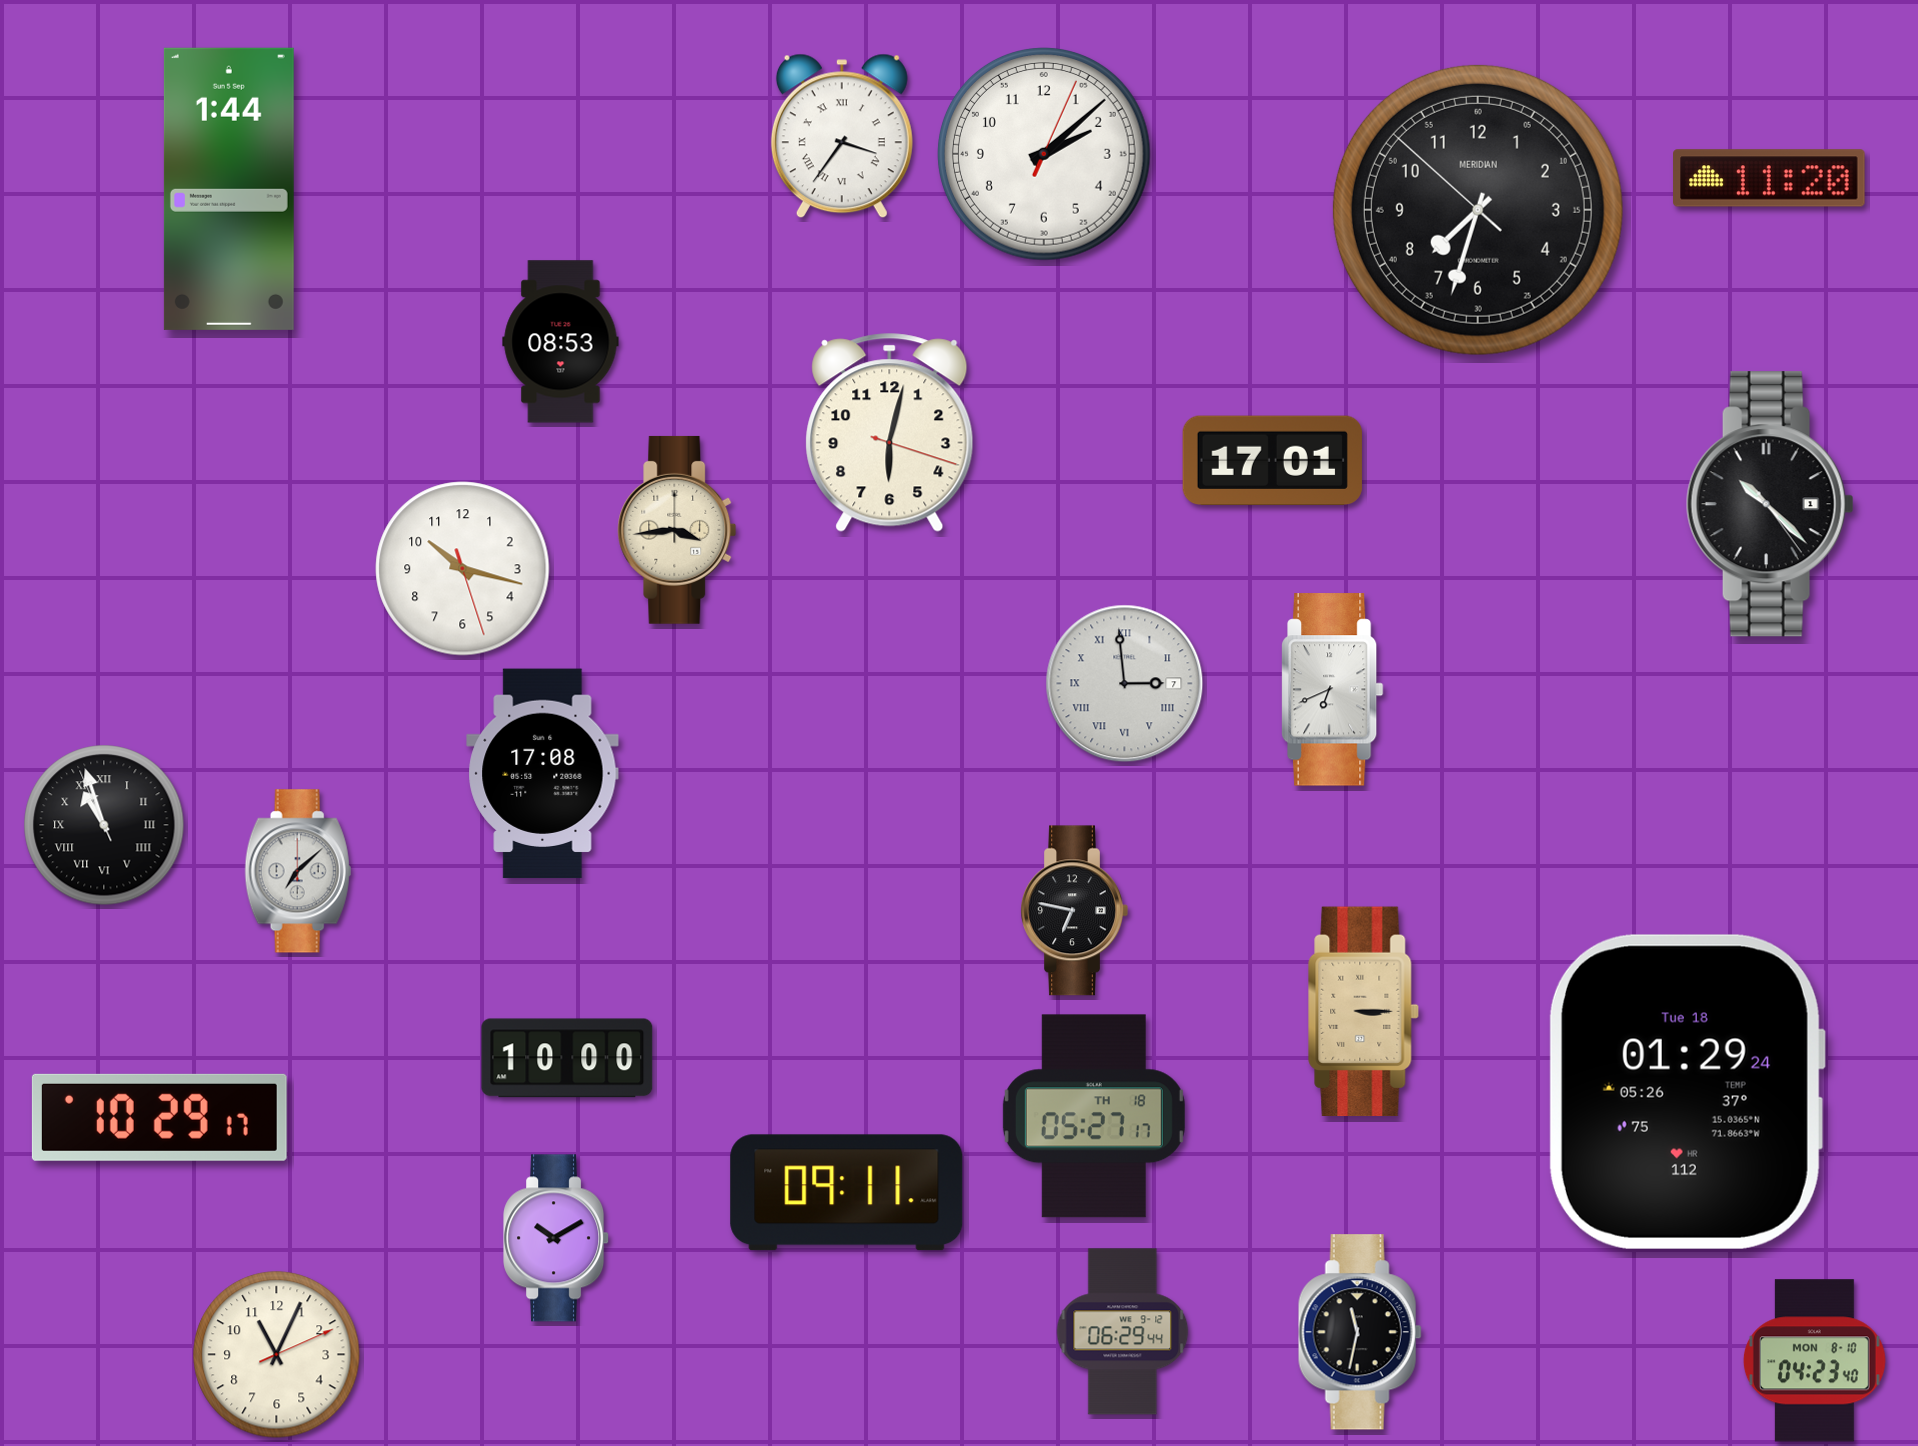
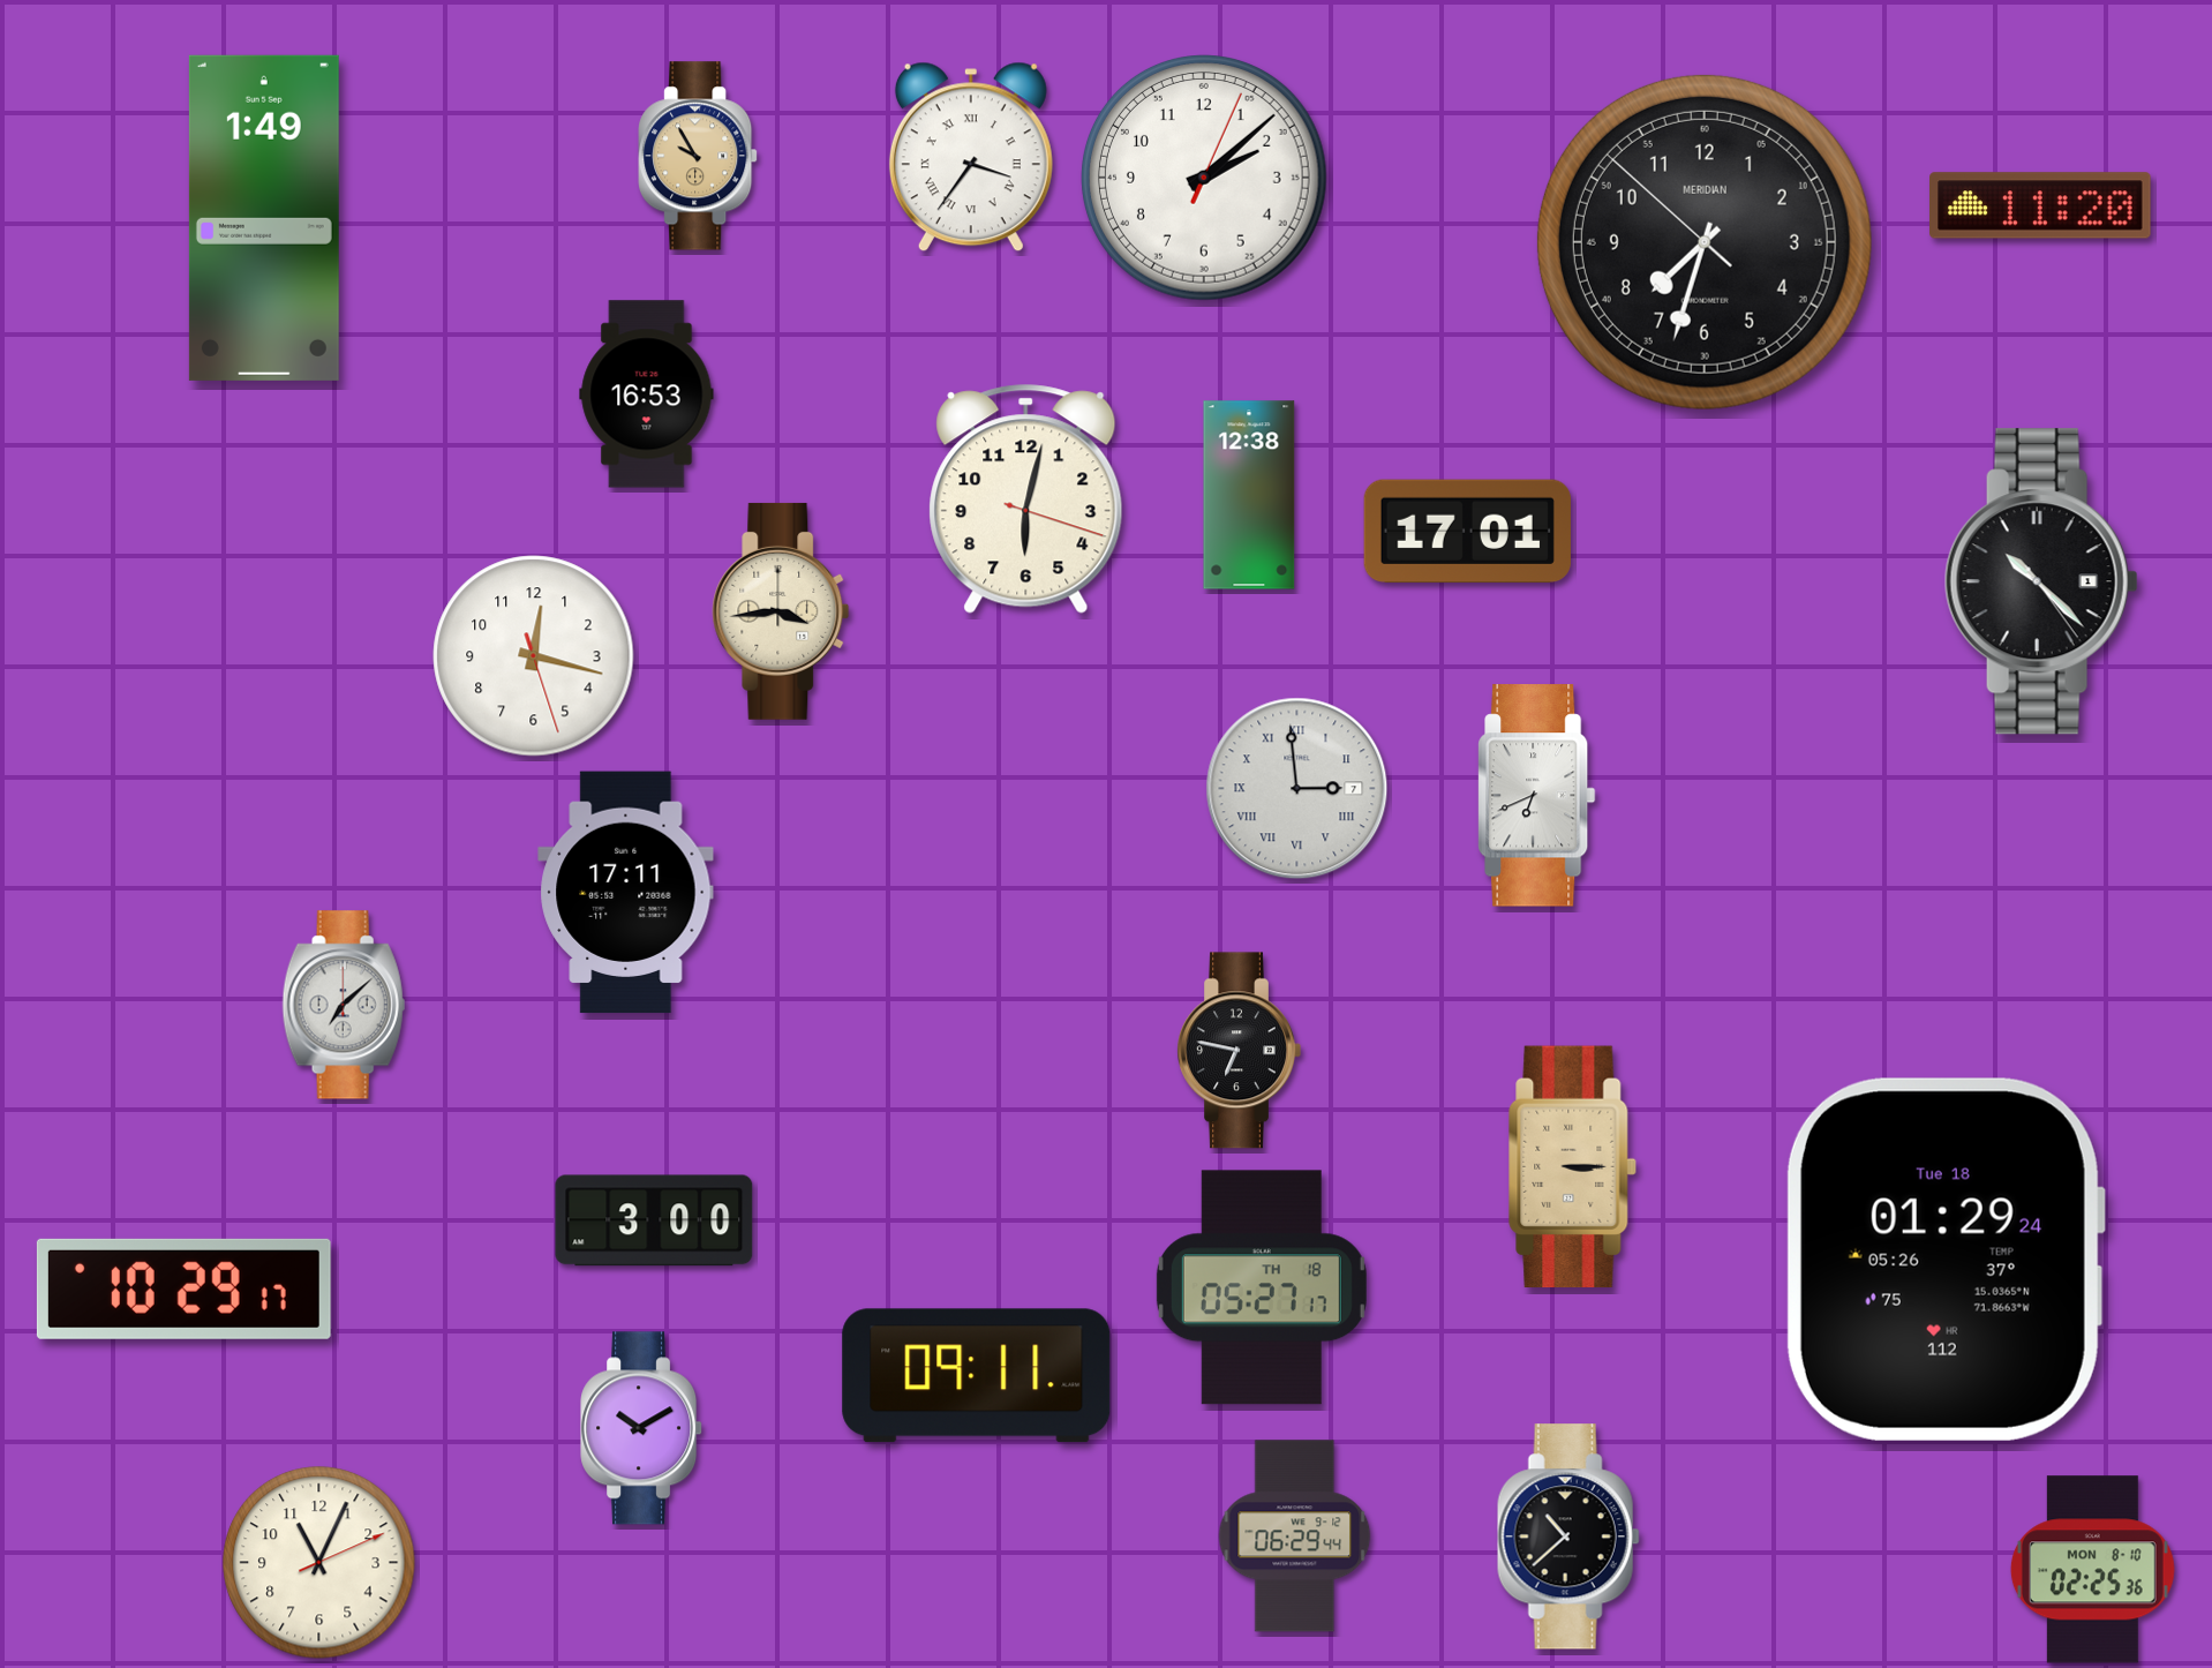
clock at (698, 156): none -> 9:55
clock at (229, 189): 1:44 -> 1:49
clock at (561, 342): 08:53 -> 16:53
clock at (1249, 495): none -> 12:38
clock at (463, 569): 10:17 -> 12:17
clock at (543, 774): 17:08 -> 17:11
clock at (104, 825): 10:56 -> none
clock at (567, 1058): 10:00 -> 3:00
clock at (1360, 1332): 11:32 -> 10:38
clock at (1814, 1361): 04:23 -> 02:25
